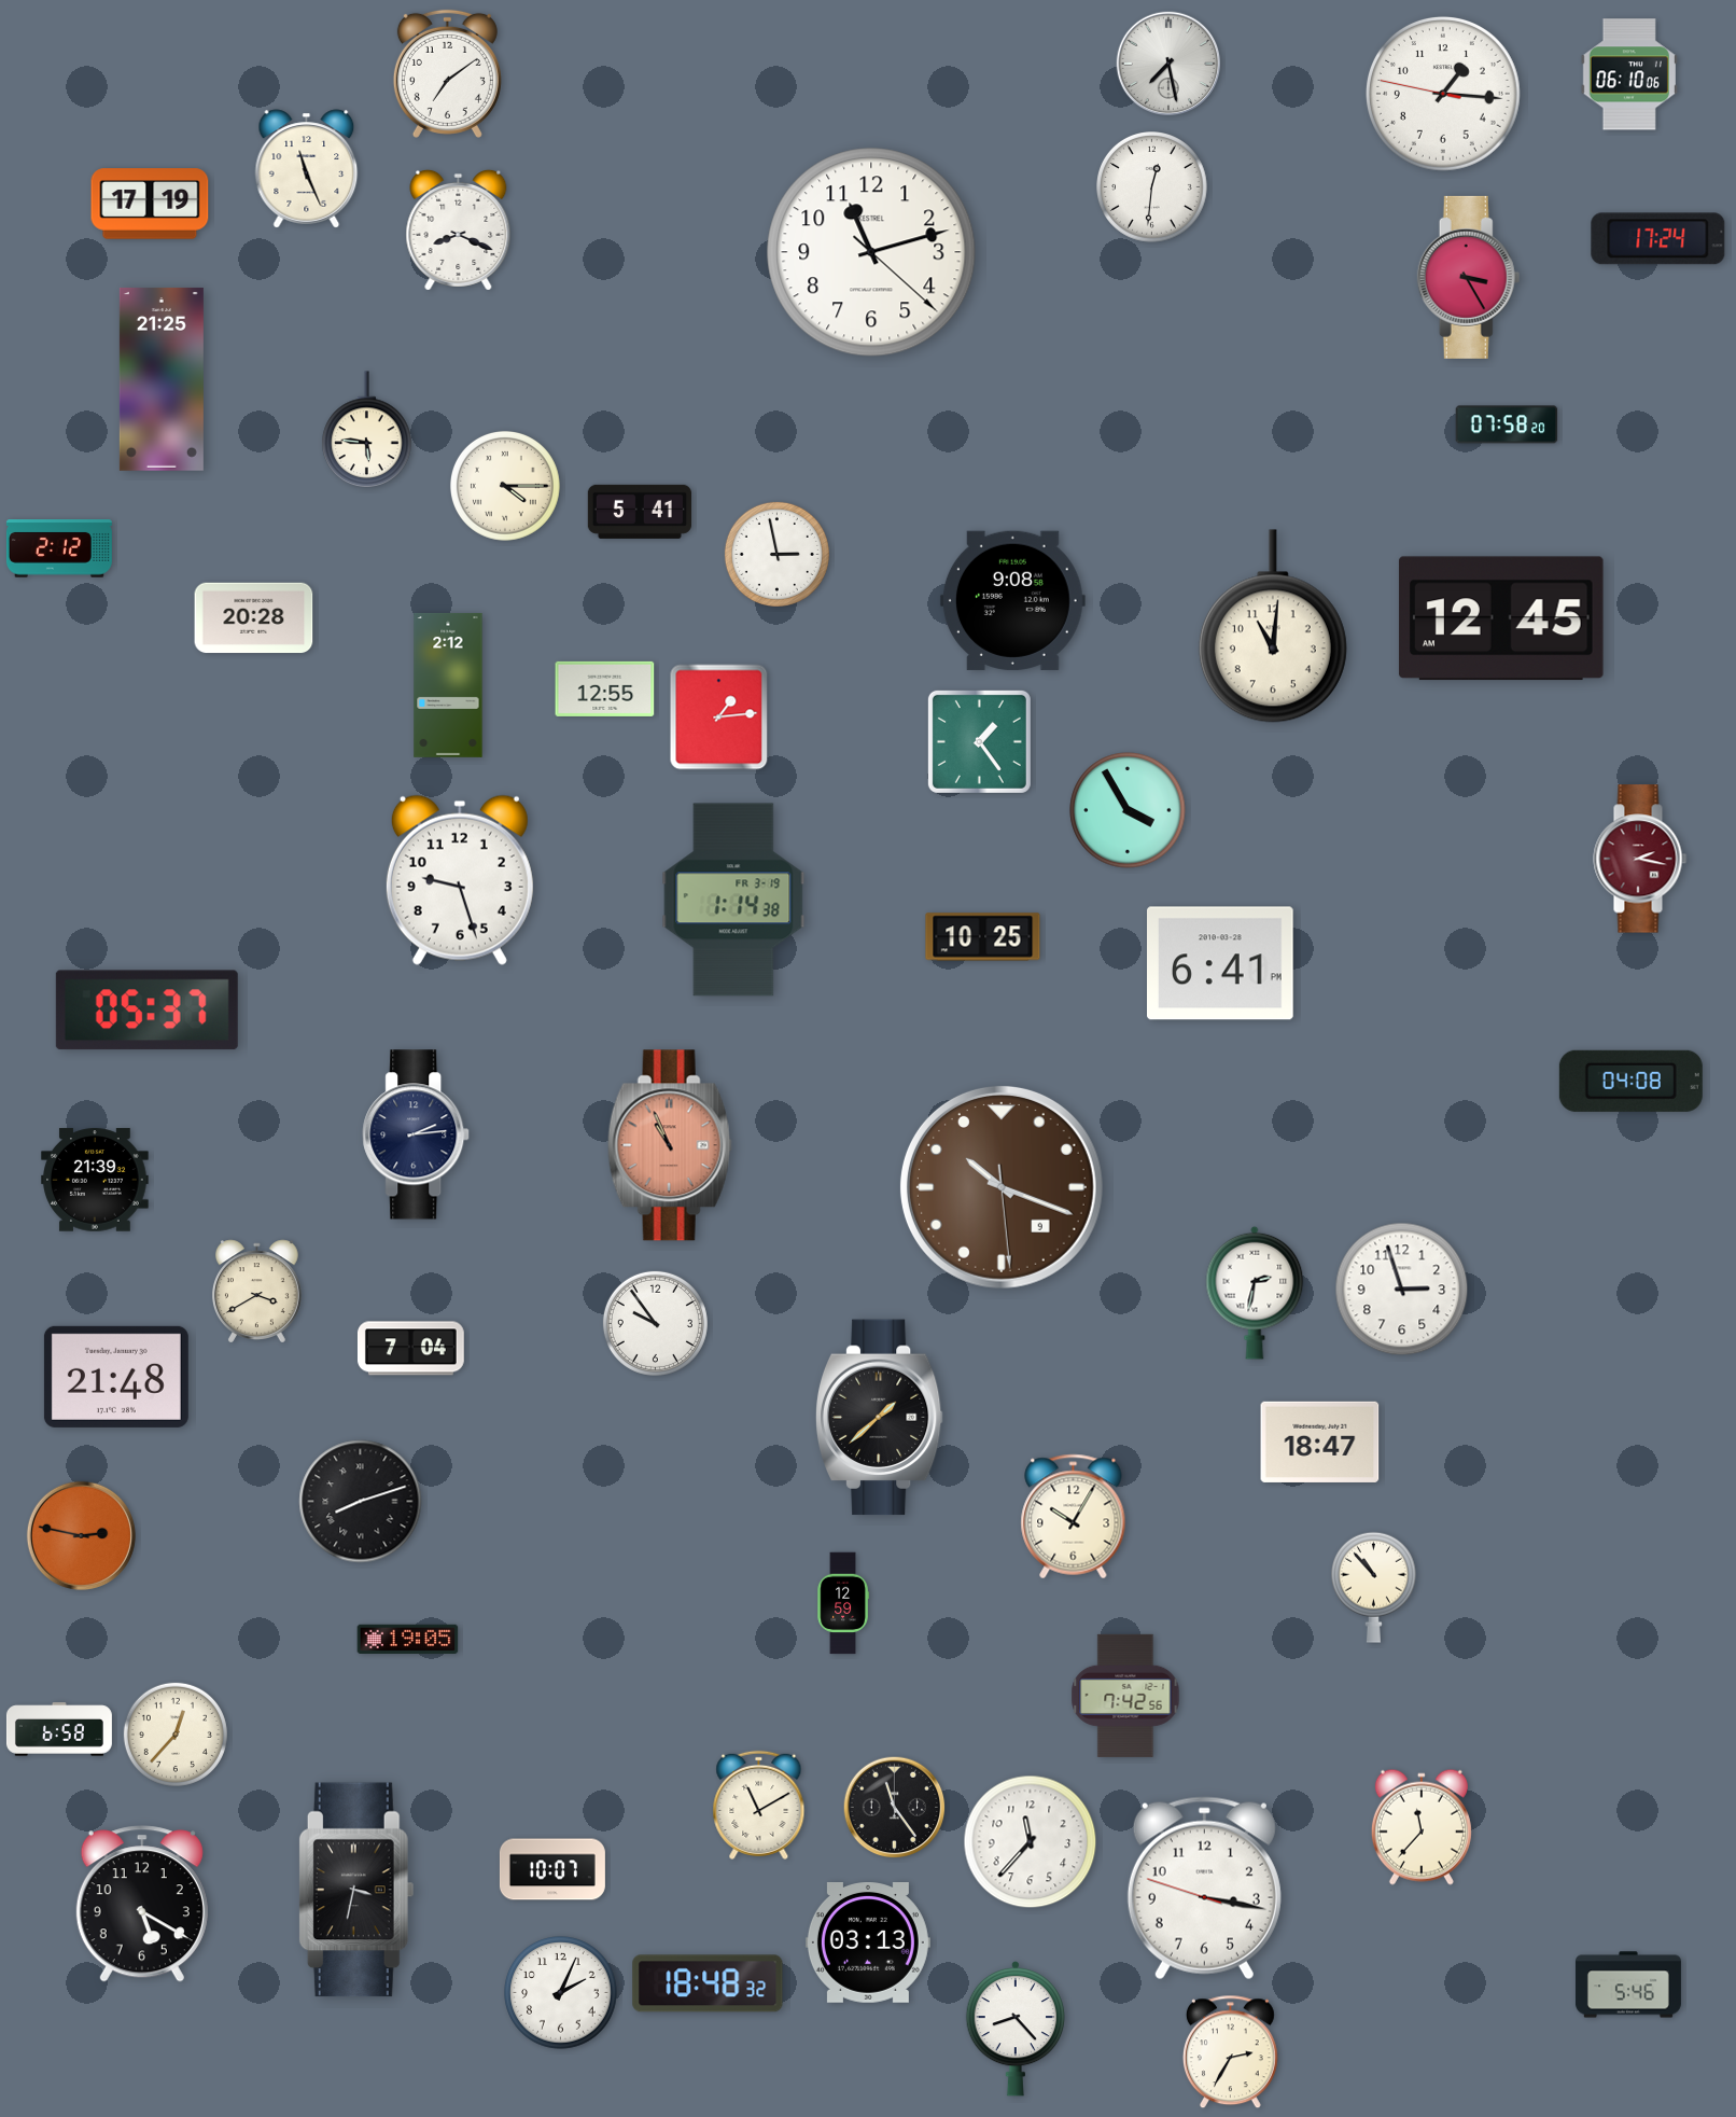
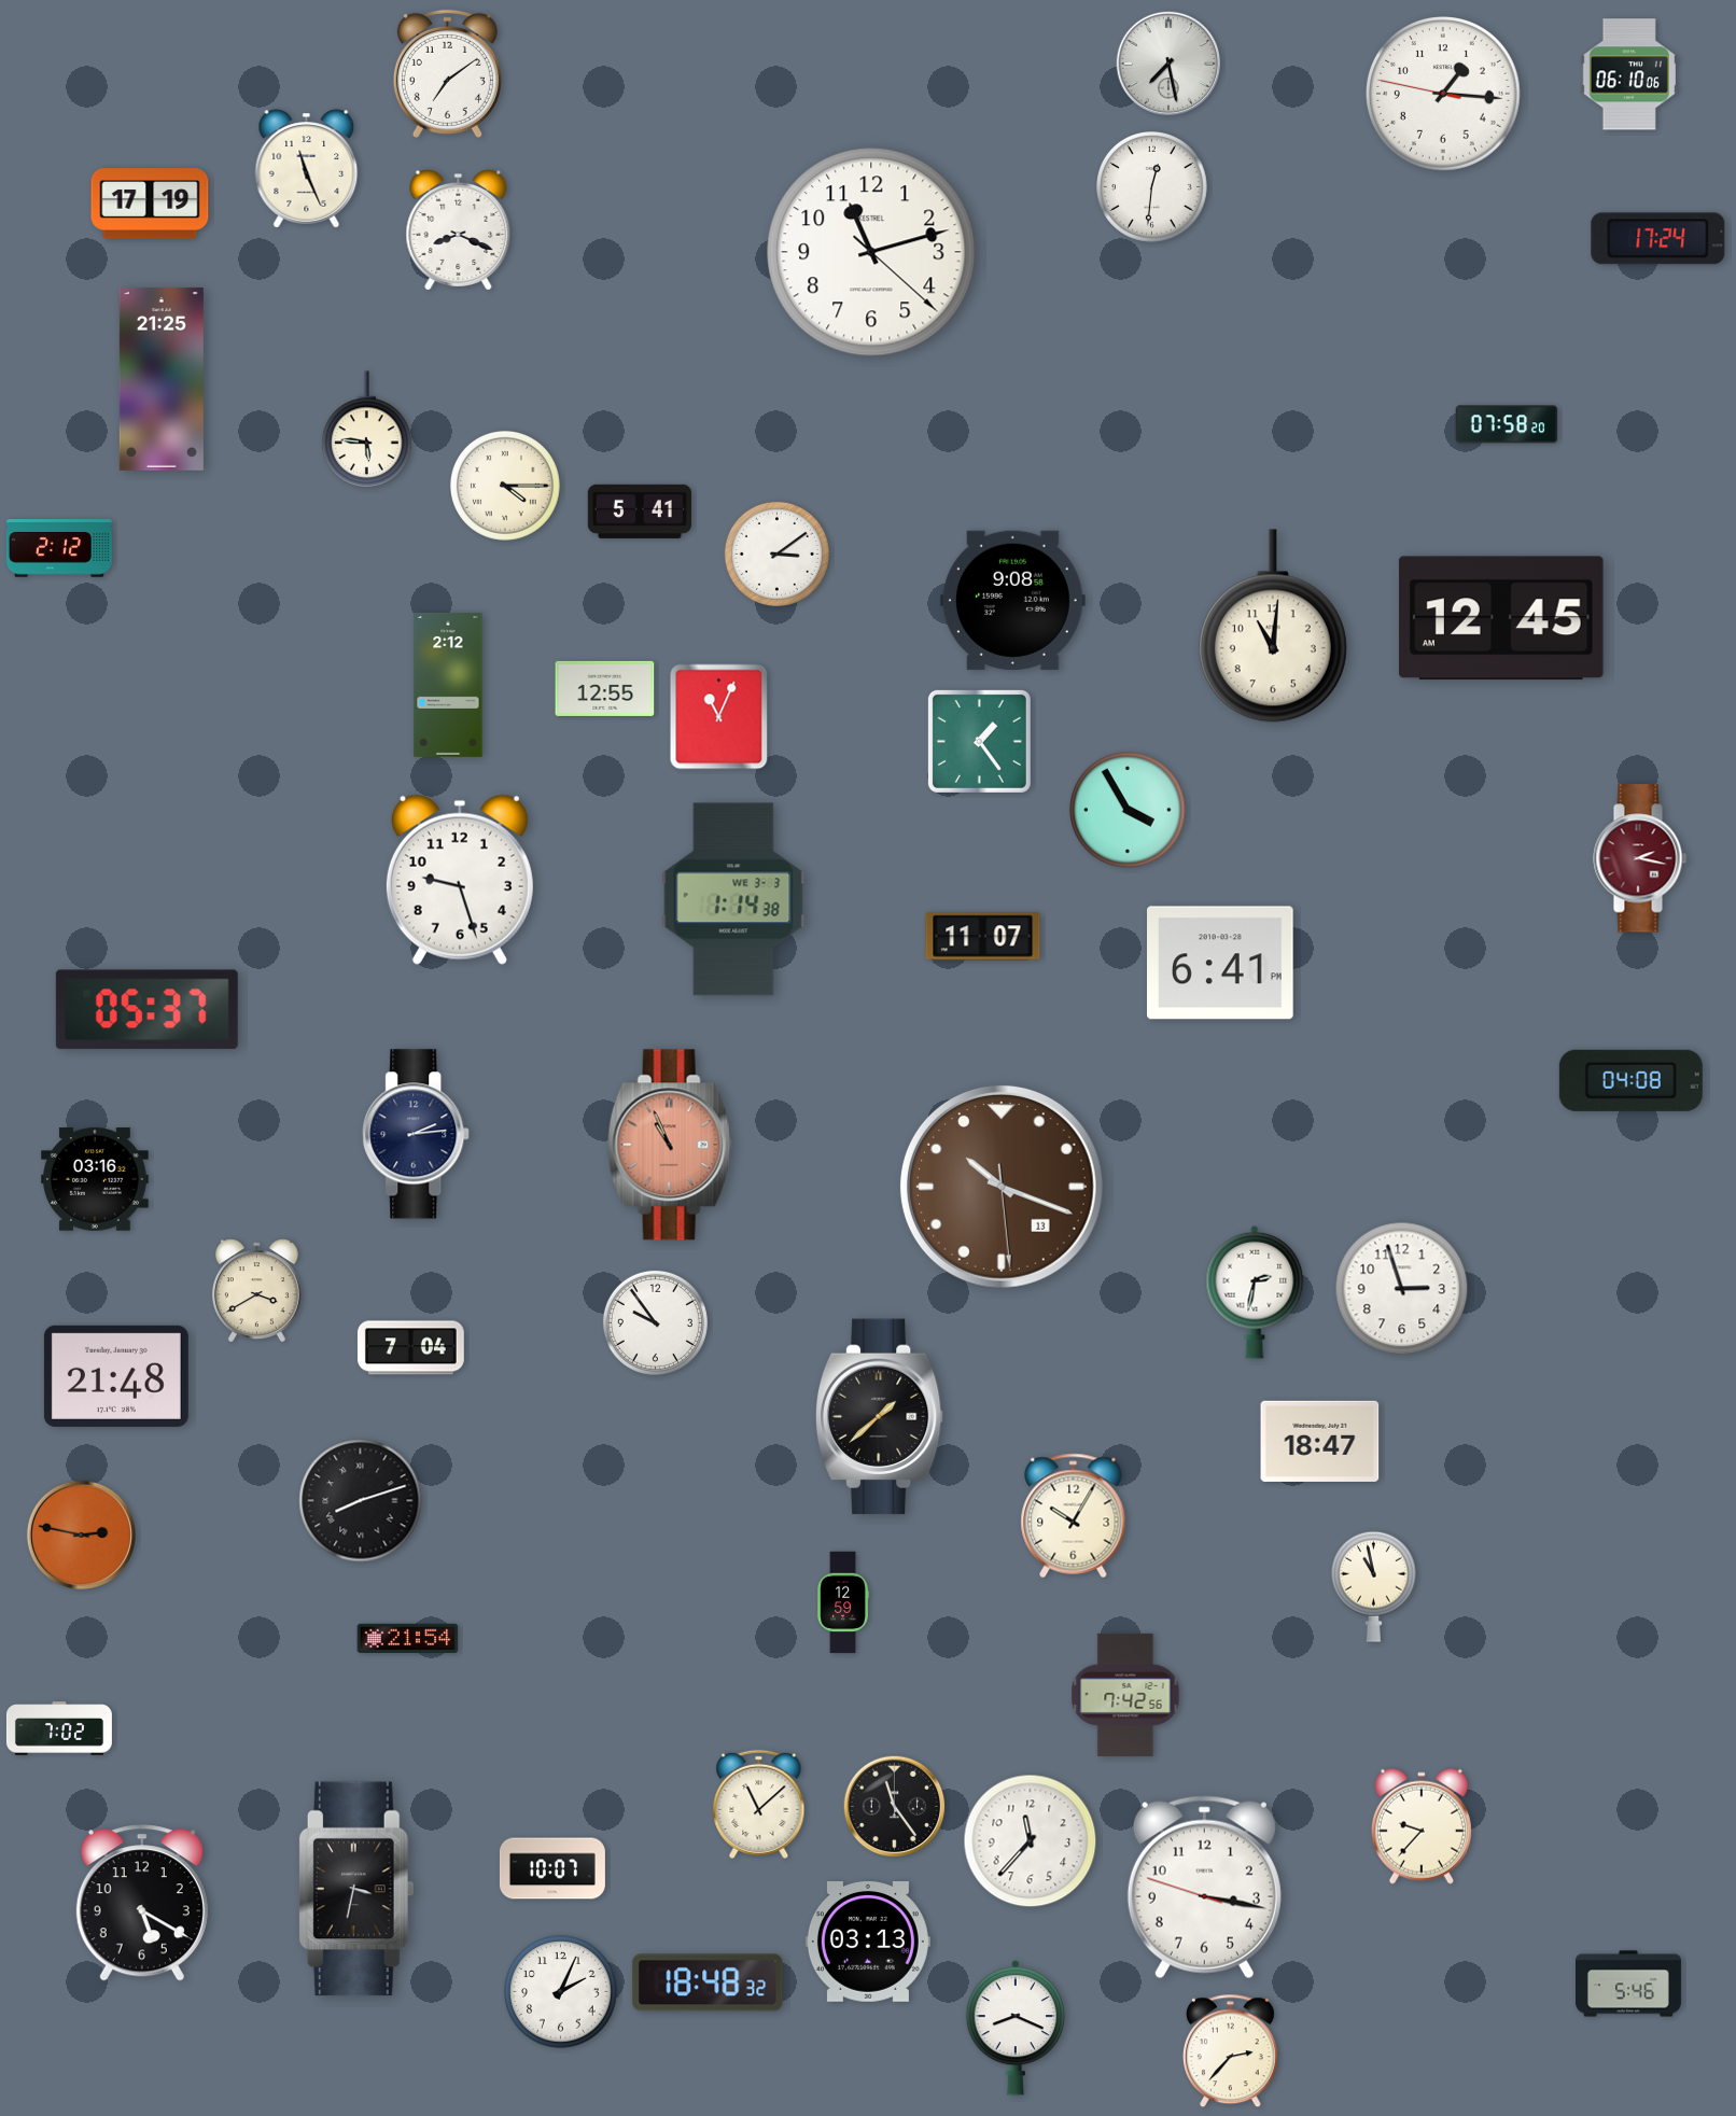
clock at (1469, 277): 3:25 -> none
clock at (776, 554): 2:58 -> 3:09
clock at (254, 618): 20:28 -> none
clock at (719, 718): 1:14 -> 11:04
clock at (733, 900) date: FR 3-19 -> WE 3-3
clock at (983, 937): 10:25 -> 11:07
clock at (96, 1180): 21:39 -> 03:16
clock at (1002, 1187) date: 9 -> 13
clock at (1373, 1587): 10:53 -> 10:58
clock at (408, 1640): 19:05 -> 21:54
clock at (59, 1729): 6:58 -> 7:02
clock at (176, 1735): 12:37 -> none
clock at (759, 1805): 11:10 -> 11:08
clock at (1422, 1827): 11:37 -> 9:37
clock at (1014, 2029): 8:23 -> 8:19
clock at (1230, 2052): 2:35 -> 2:37
